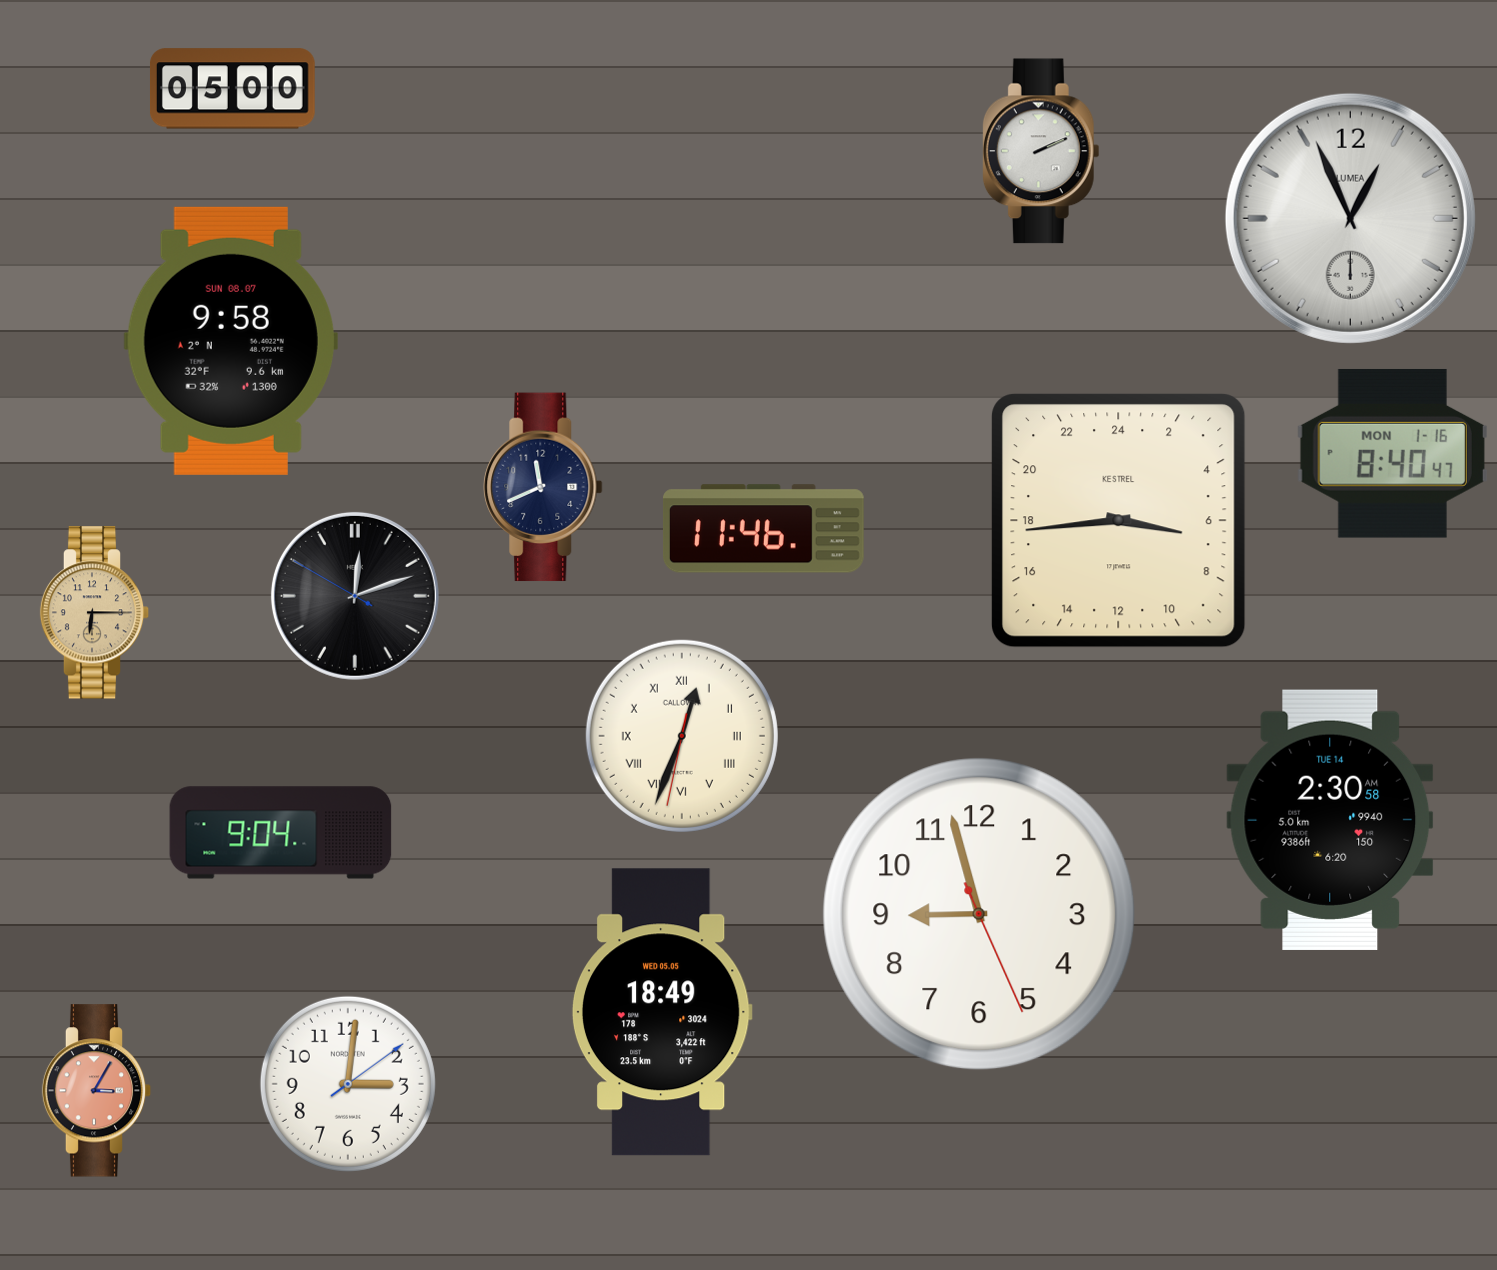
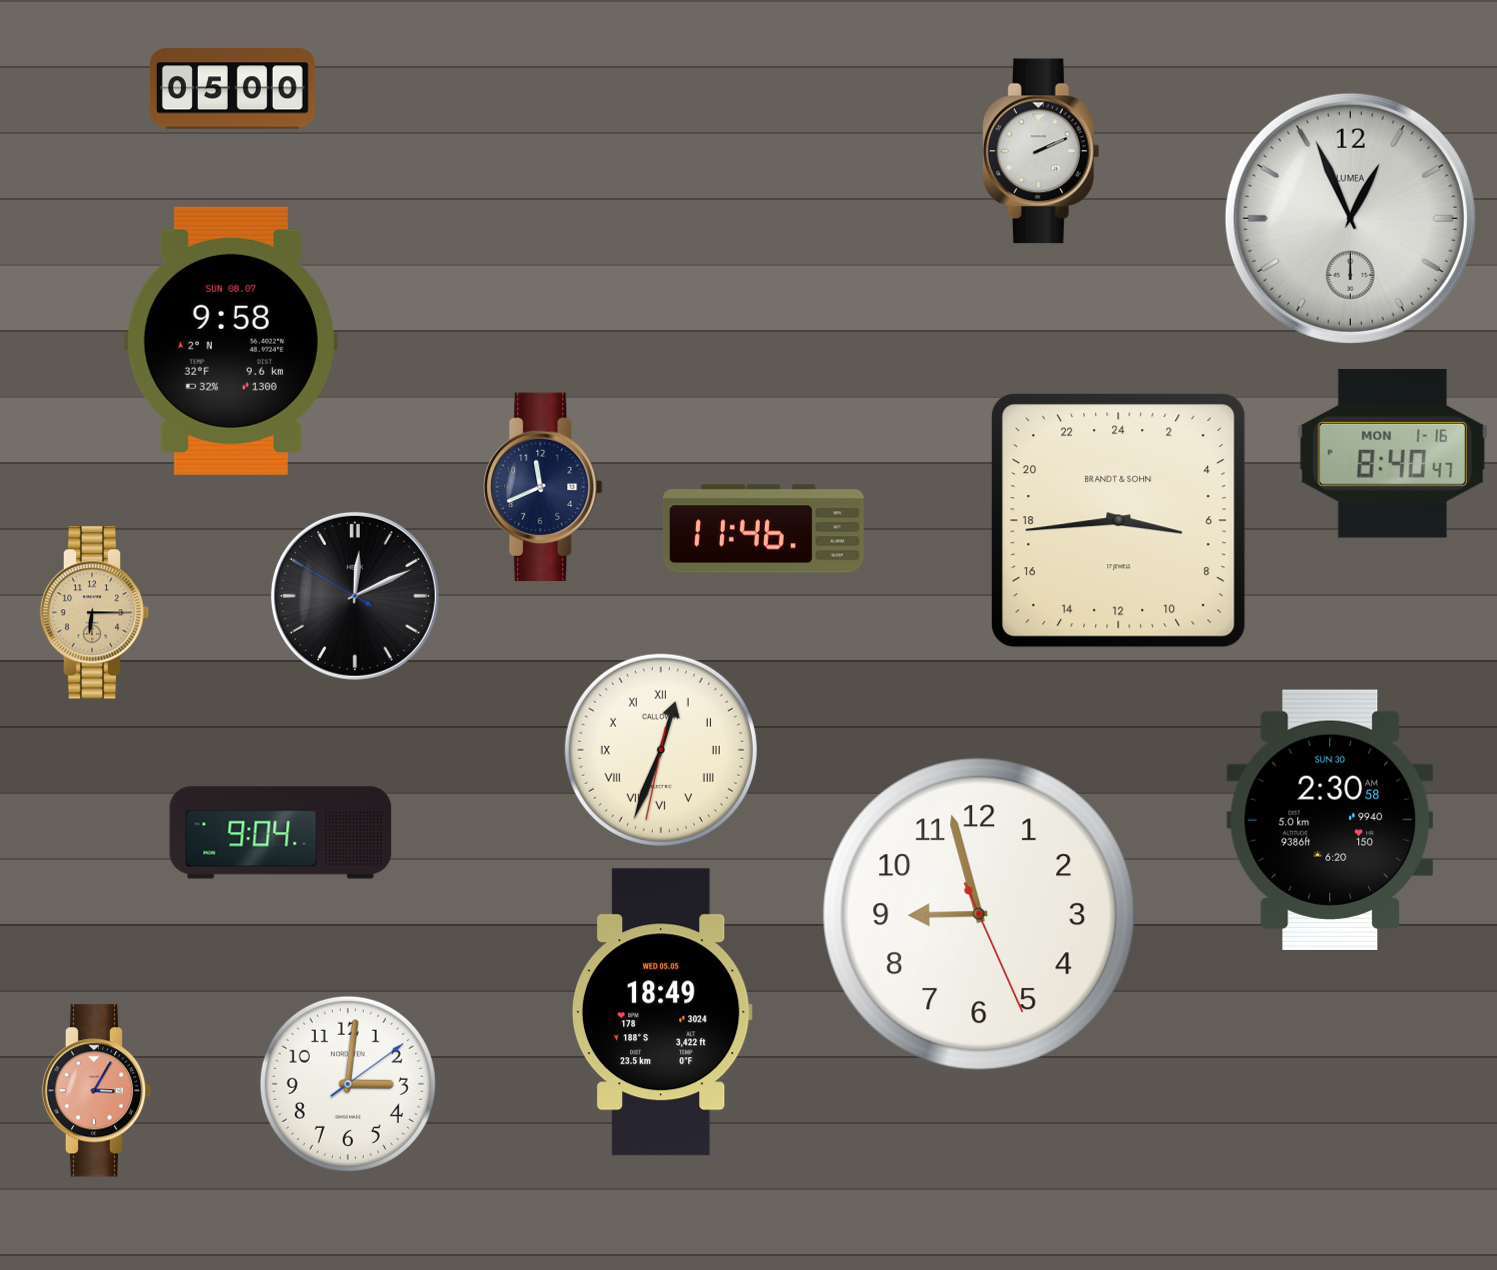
clock at (1119, 521) brand: KESTREL -> BRANDT & SOHN
clock at (355, 596): 12:11 -> 12:10
clock at (682, 736) position: (682, 736) -> (661, 750)
clock at (1330, 820) date: TUE 14 -> SUN 30
